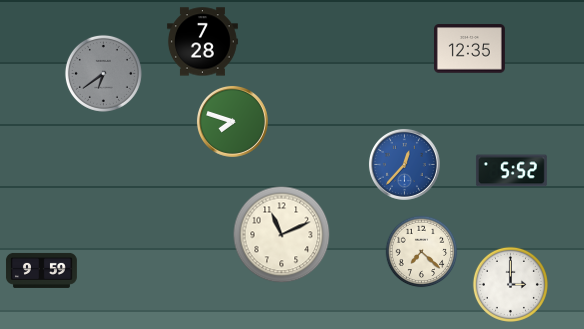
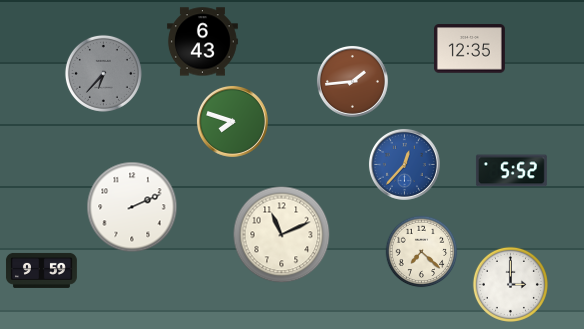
clock at (202, 42): 7:28 -> 6:43
clock at (103, 73): 6:39 -> 6:37
clock at (352, 81): none -> 1:44
clock at (132, 207): none -> 2:11
